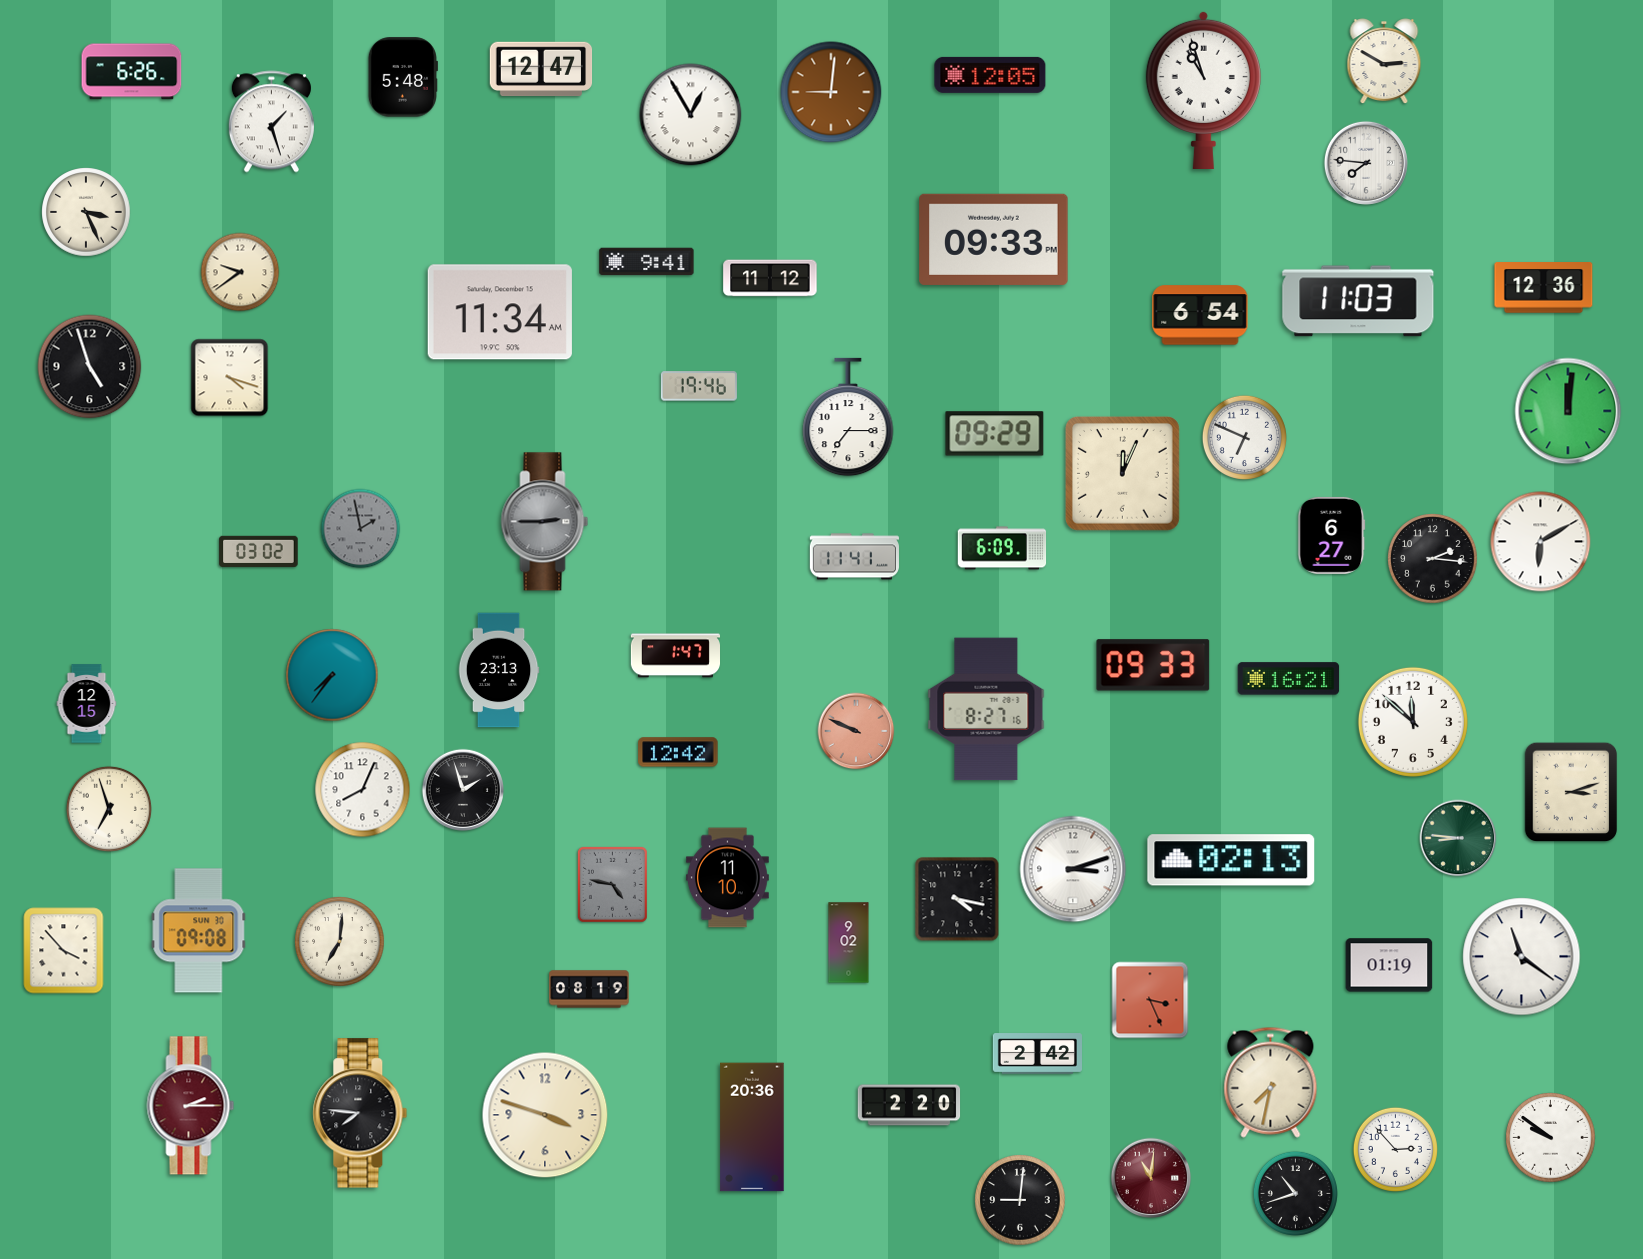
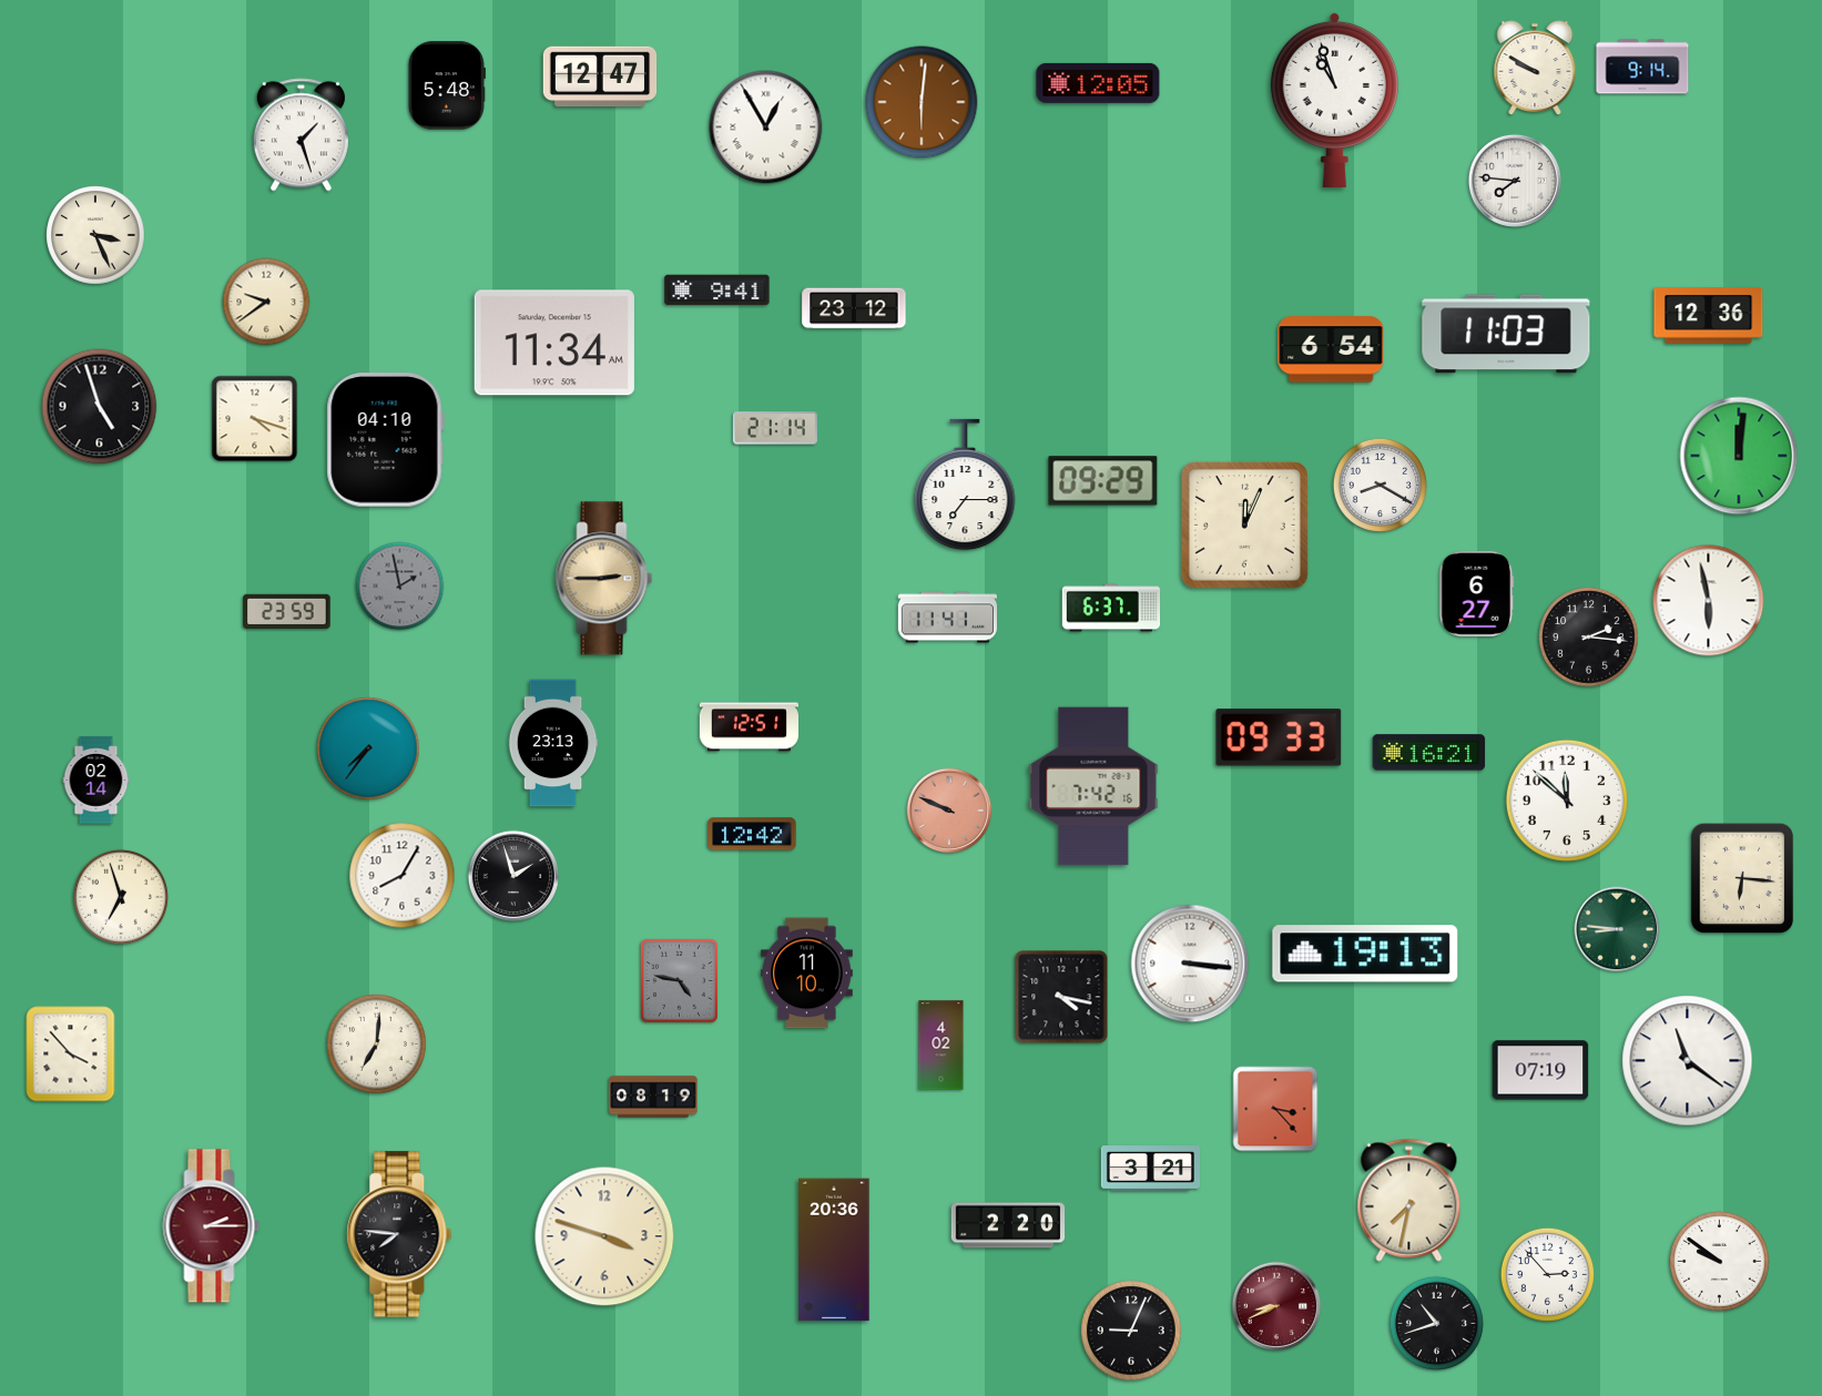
clock at (1642, 67): none -> 9:14
clock at (1384, 62): 2:50 -> 9:50
clock at (132, 72): 6:26 -> none
clock at (831, 92): 9:01 -> 6:01
clock at (994, 239): 09:33 -> none
clock at (770, 278): 11:12 -> 23:12
clock at (1544, 288) position: (1544, 288) -> (1709, 316)
clock at (500, 312) position: (500, 312) -> (554, 343)
clock at (699, 386): 19:46 -> 21:14
clock at (385, 440): none -> 04:10
clock at (848, 417) position: (848, 417) -> (965, 485)
clock at (1244, 437): 6:49 -> 8:20
clock at (545, 522) dial: grey -> champagne
clock at (1541, 542): 6:10 -> 5:58
clock at (1002, 548): 6:09 -> 6:37
clock at (259, 551): 03:02 -> 23:59
clock at (1433, 559) position: (1433, 559) -> (1589, 638)
clock at (675, 656): 1:47 -> 12:51
clock at (87, 704): 12:15 -> 02:14
clock at (986, 709): 8:27 -> 7:42
clock at (363, 790): 8:04 -> 8:05
clock at (1571, 792): 3:12 -> 6:16
clock at (1231, 860): 02:13 -> 19:13
clock at (1073, 869): 3:12 -> 3:16
clock at (199, 931): 09:08 -> none
clock at (849, 943): 9:02 -> 4:02
clock at (1389, 965): 01:19 -> 07:19
clock at (1150, 1000): 3:26 -> 3:23
clock at (1037, 1054): 2:42 -> 3:21
clock at (1151, 1178): 11:01 -> 8:41
clock at (1020, 1200): 9:01 -> 9:04
